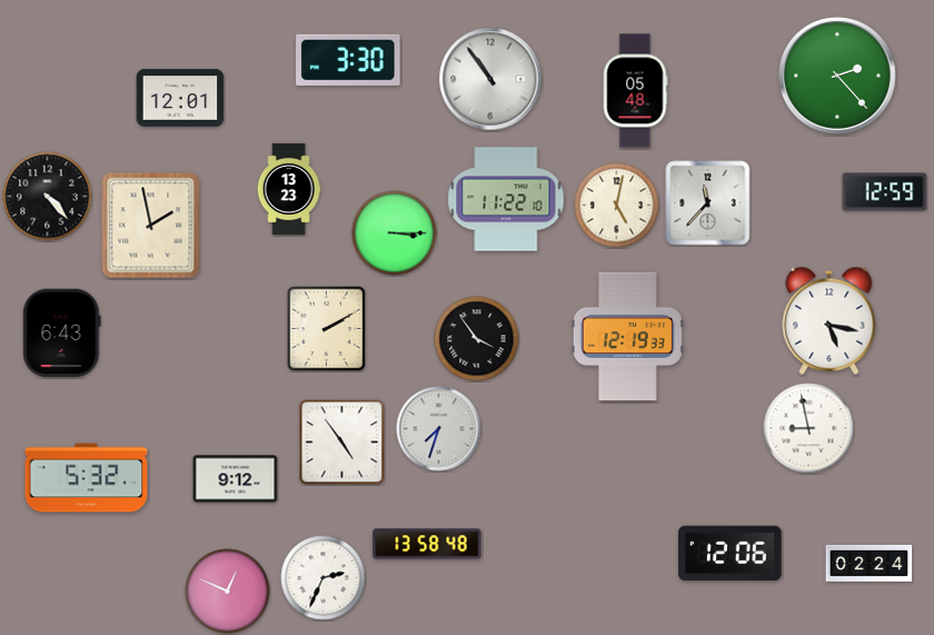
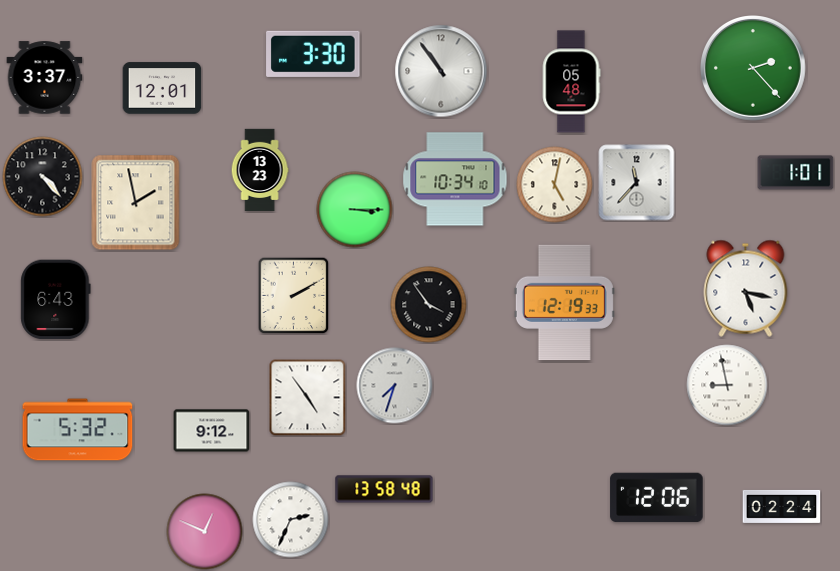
clock at (45, 78): none -> 3:37
clock at (885, 192): 12:59 -> 1:01
clock at (506, 199): 11:22 -> 10:34
